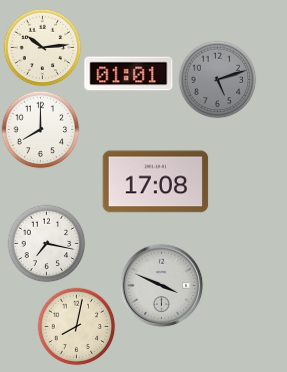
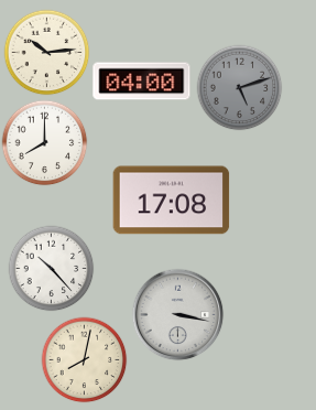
clock at (129, 74): 01:01 -> 04:00
clock at (46, 243): 7:17 -> 10:23
clock at (161, 285): 3:49 -> 3:17
